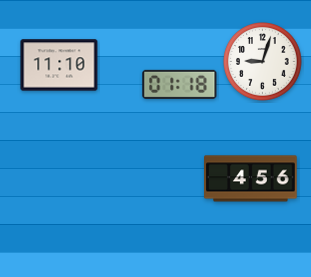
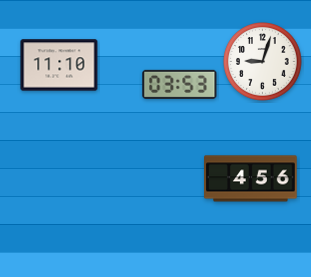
clock at (180, 84): 01:18 -> 03:53
